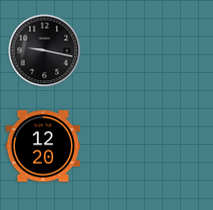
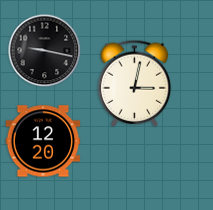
clock at (135, 83): none -> 3:02
clock at (43, 146) position: (43, 146) -> (43, 141)
